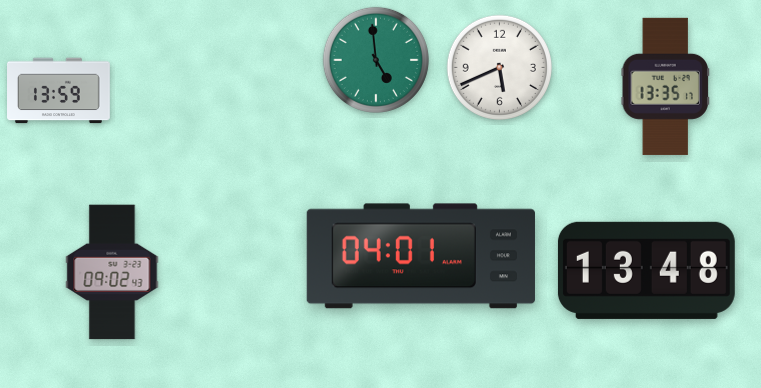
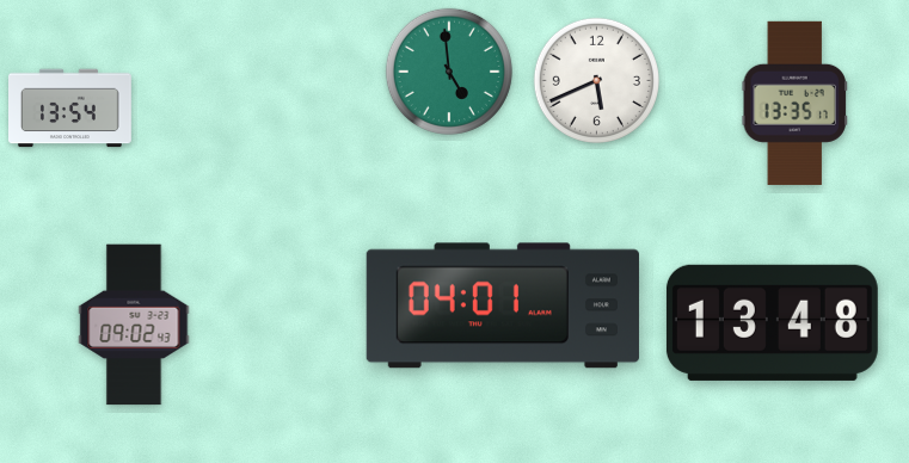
clock at (59, 91): 13:59 -> 13:54
